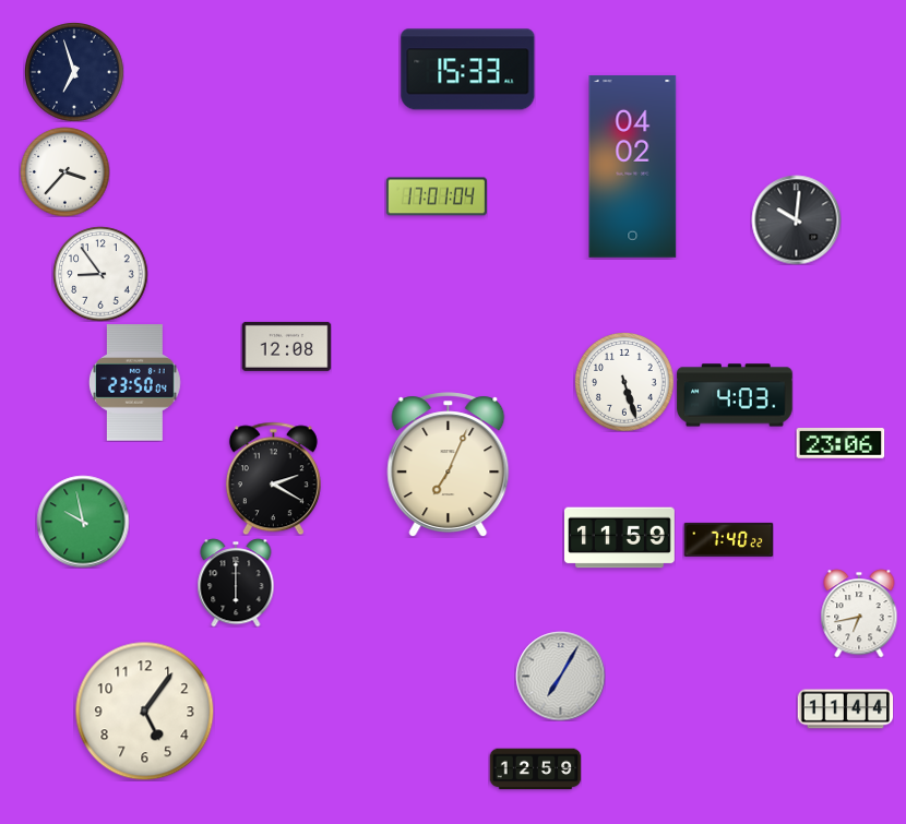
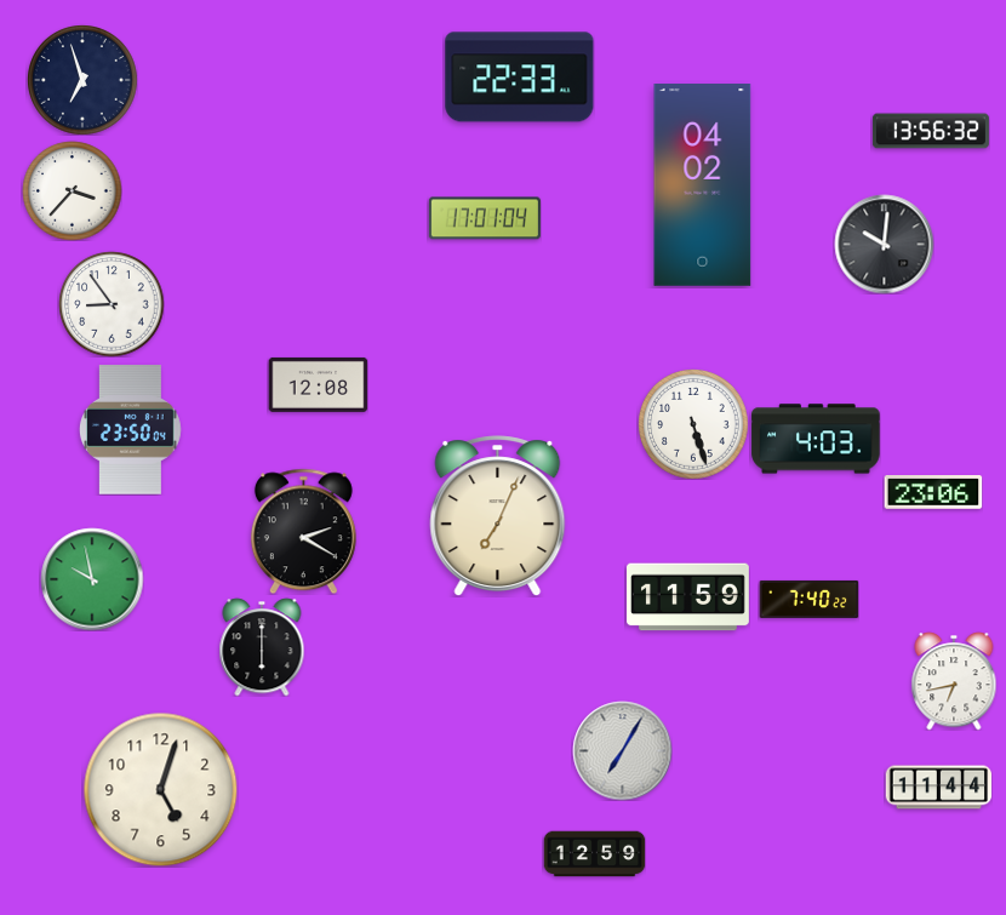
clock at (468, 70): 15:33 -> 22:33
clock at (931, 131): none -> 13:56
clock at (134, 383) position: (134, 383) -> (130, 430)
clock at (144, 710): 5:06 -> 5:03
